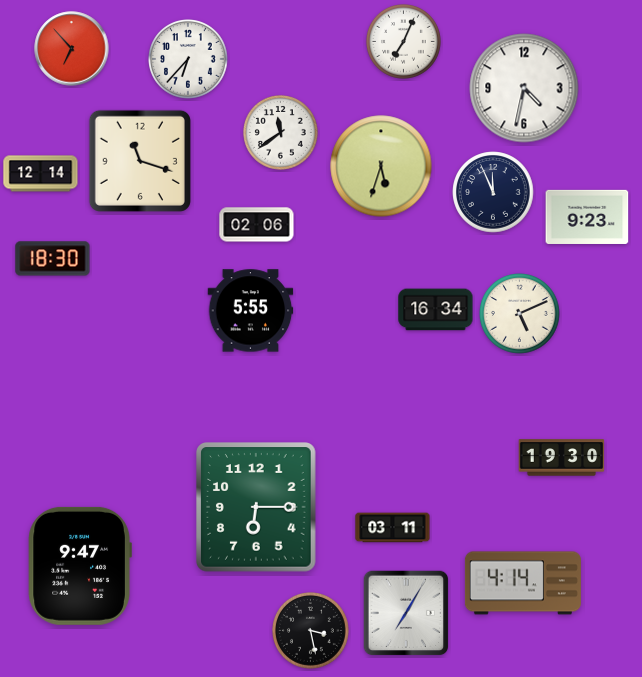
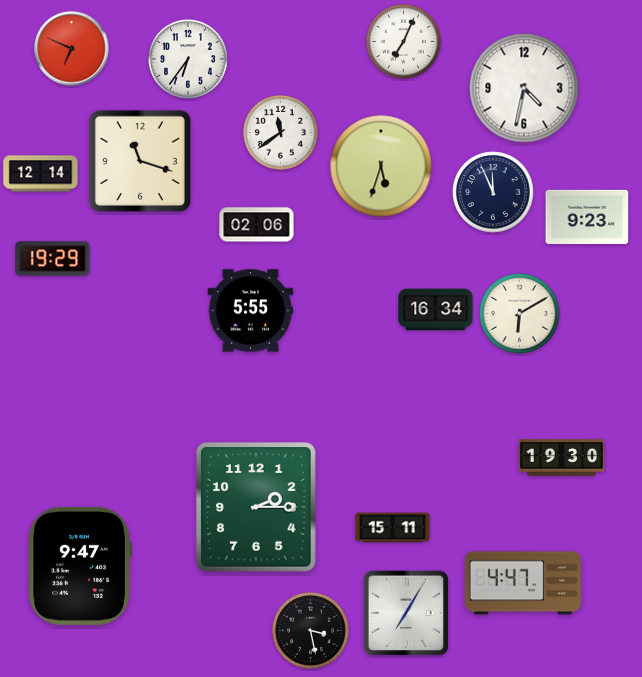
clock at (72, 49): 6:53 -> 6:49
clock at (188, 59): 6:37 -> 6:36
clock at (53, 259): 18:30 -> 19:29
clock at (520, 314): 5:11 -> 6:10
clock at (256, 507): 6:15 -> 2:15
clock at (393, 528): 03:11 -> 15:11
clock at (523, 583): 4:14 -> 4:47
